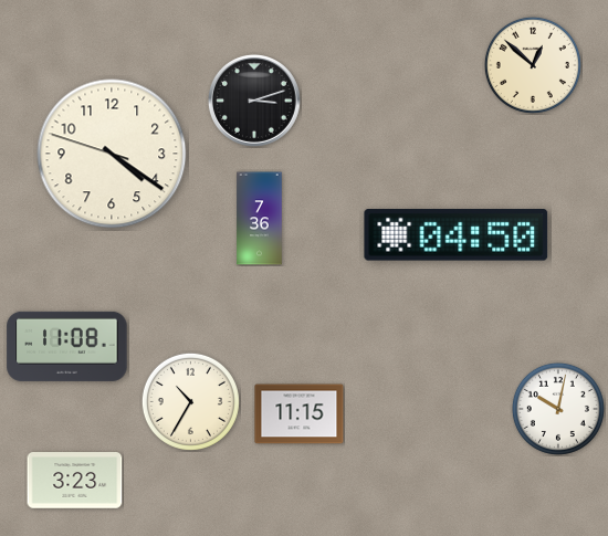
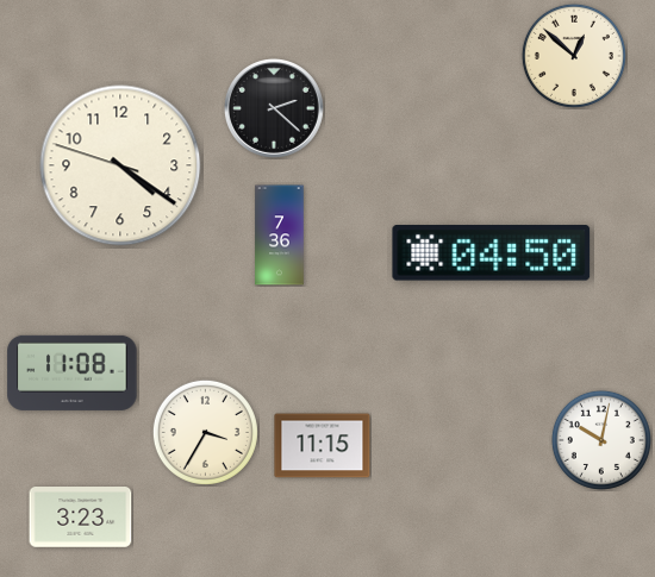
clock at (533, 65) position: (533, 65) -> (574, 56)
clock at (254, 101): 3:12 -> 2:22
clock at (190, 401): 10:35 -> 3:35
